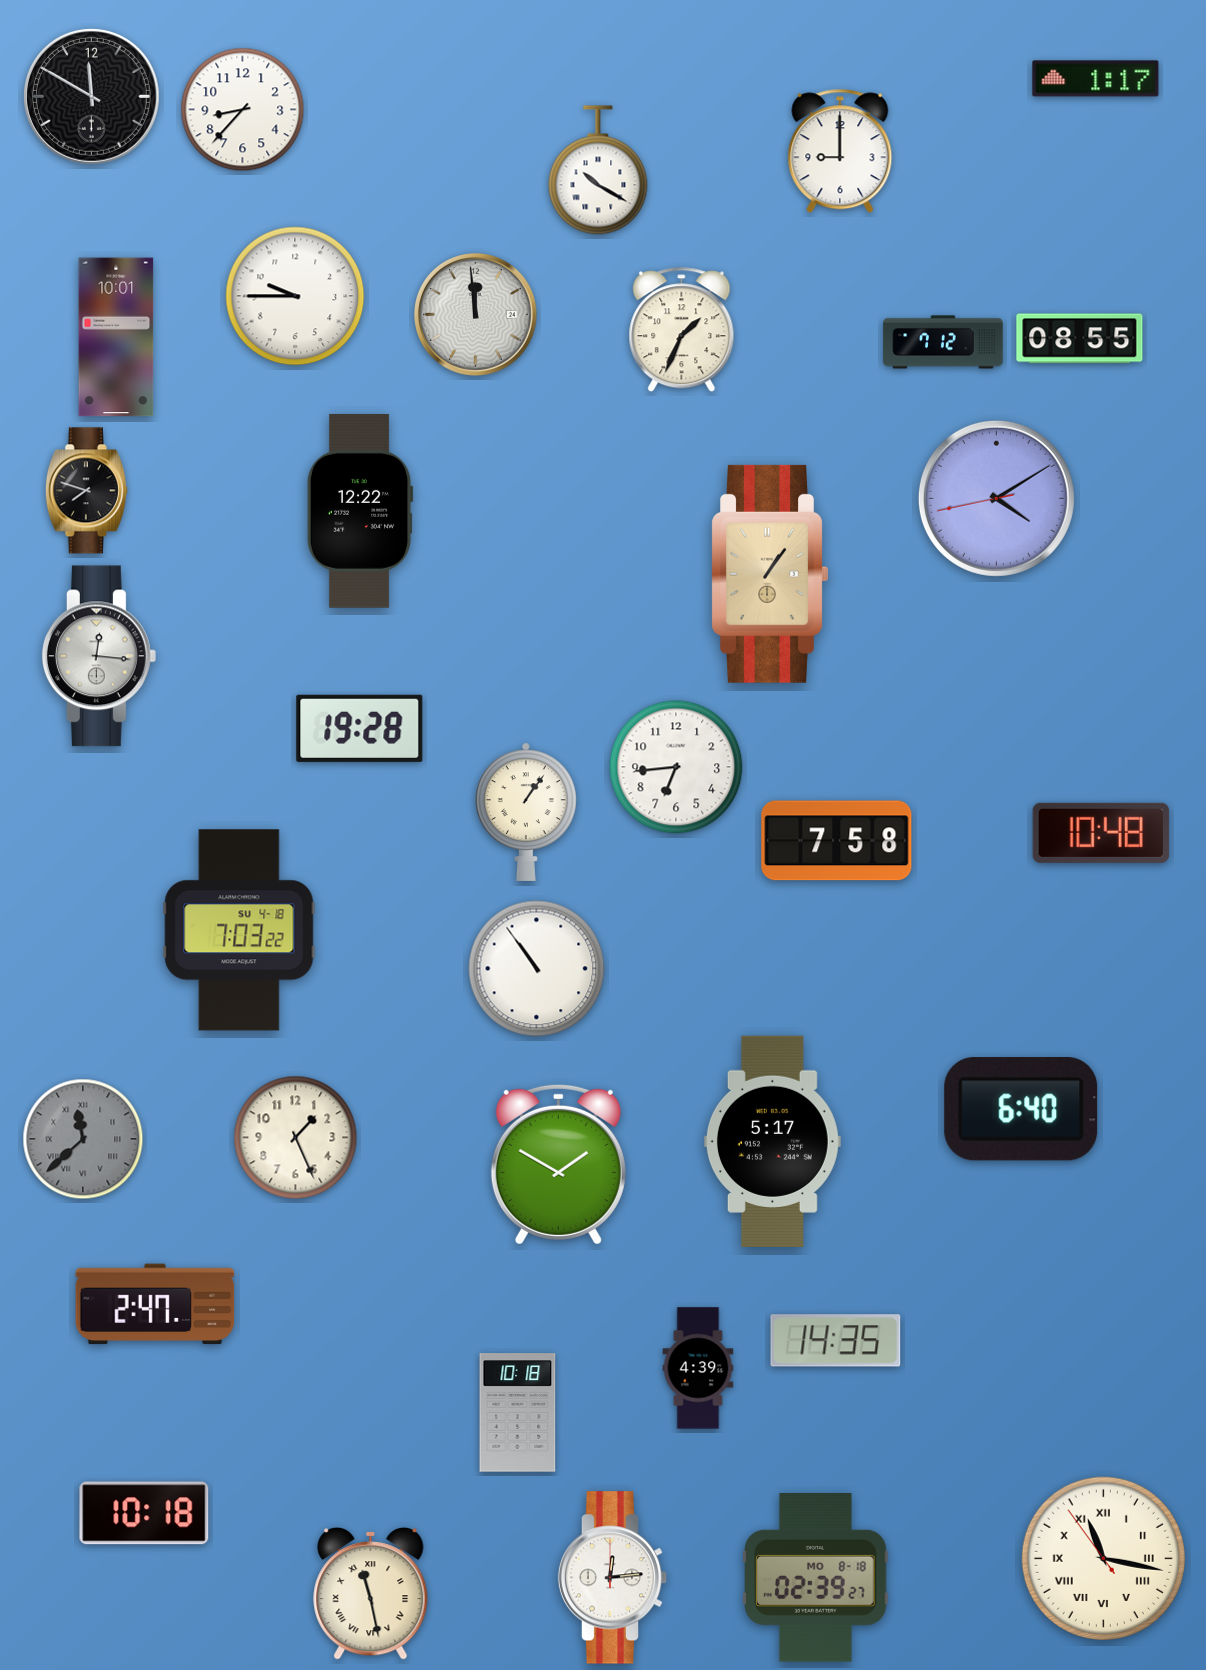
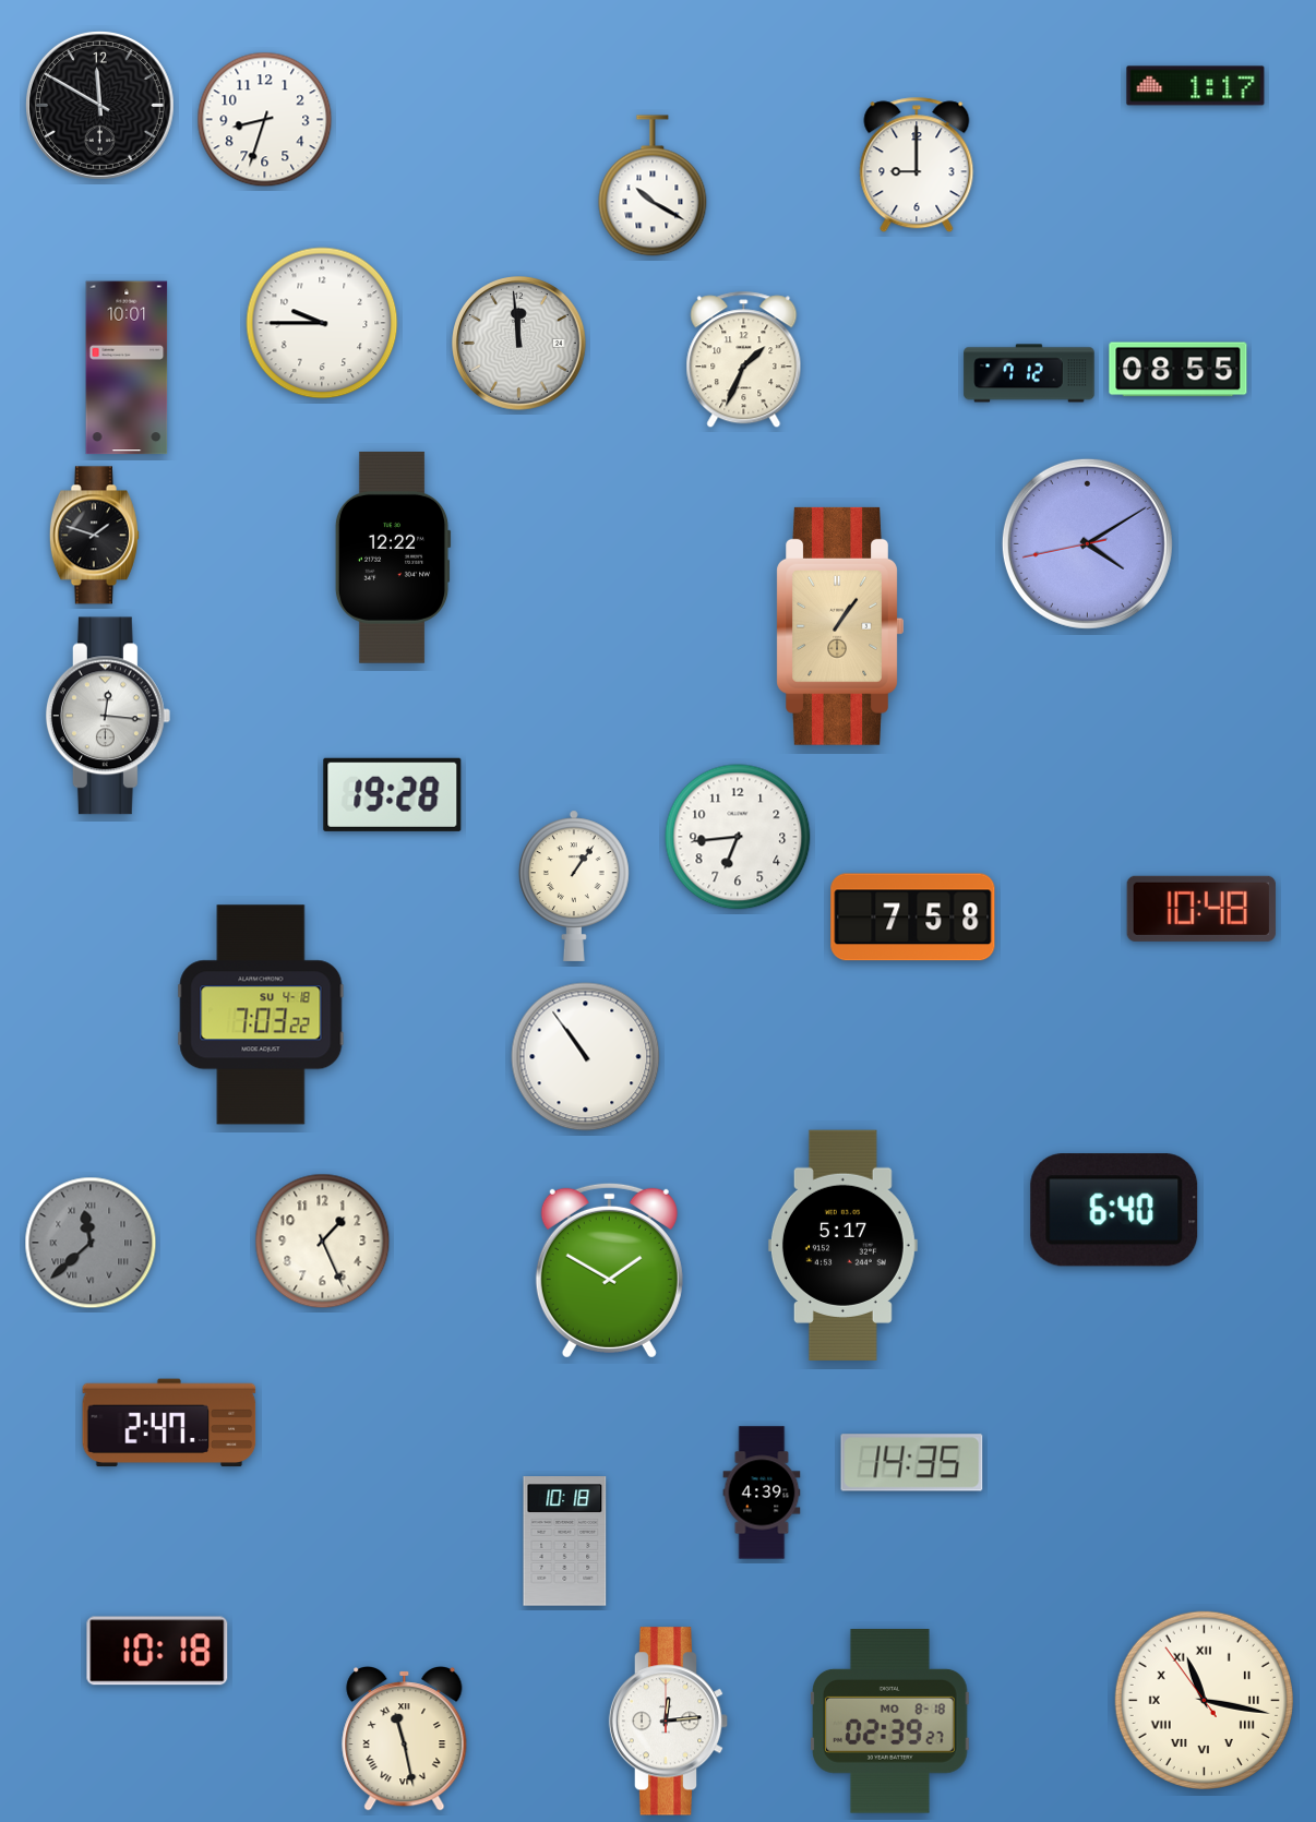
clock at (243, 110): 8:37 -> 8:33
clock at (86, 491): 7:48 -> 1:48
